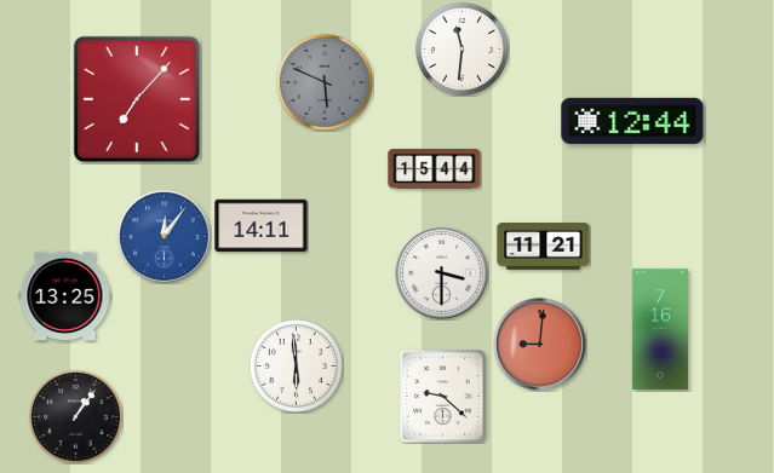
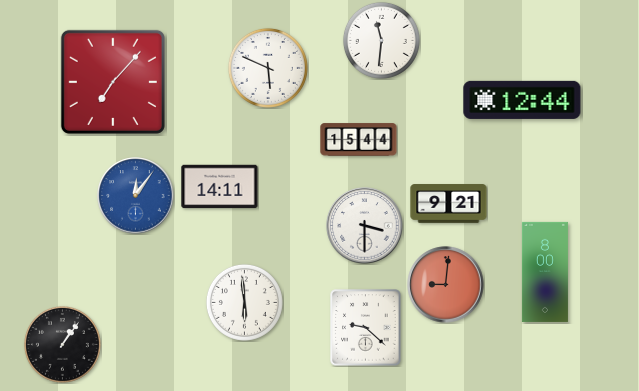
clock at (325, 82) dial: grey -> white
clock at (262, 226) position: (262, 226) -> (220, 187)
clock at (544, 247): 11:21 -> 9:21
clock at (65, 295): 13:25 -> none
clock at (660, 329): 7:16 -> 8:00
